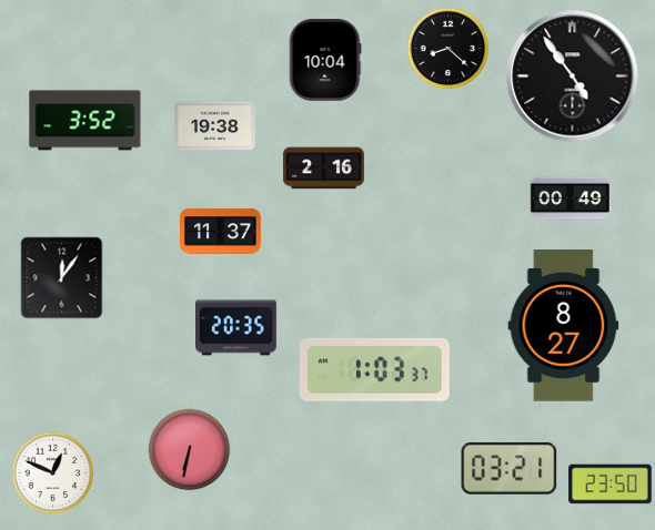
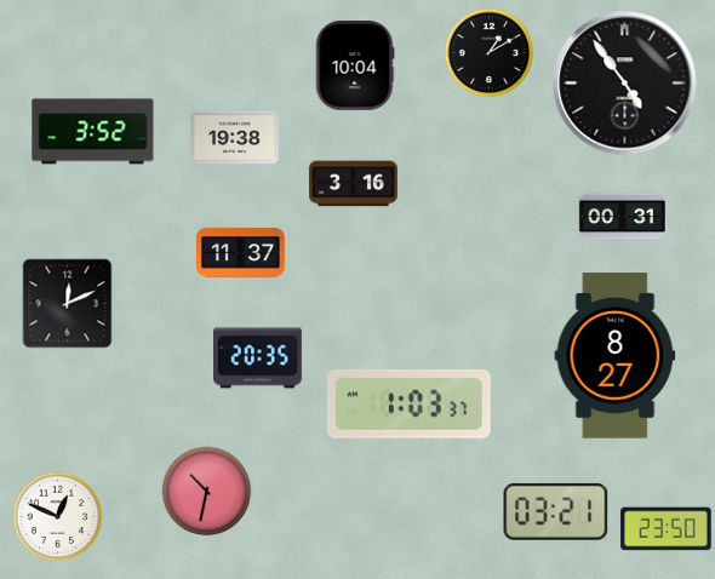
clock at (449, 49): 8:22 -> 1:10
clock at (324, 169): 2:16 -> 3:16
clock at (571, 198): 00:49 -> 00:31
clock at (62, 278): 12:06 -> 12:11
clock at (190, 450): 6:32 -> 10:32
